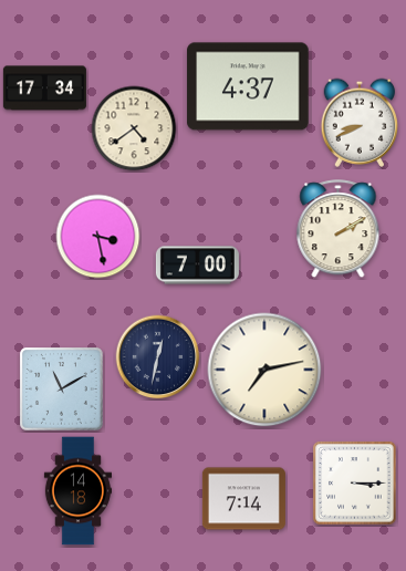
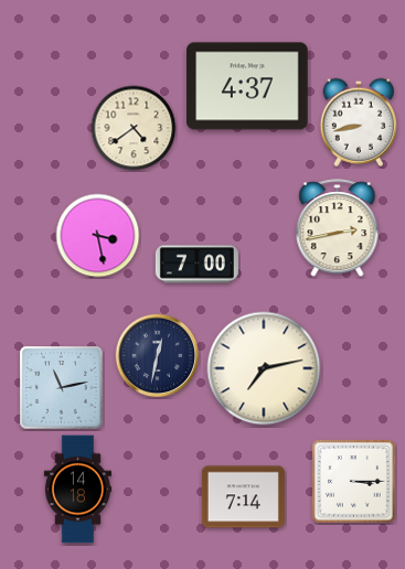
clock at (44, 89): 17:34 -> none
clock at (360, 123): 8:41 -> 8:43
clock at (339, 229): 2:10 -> 2:43
clock at (62, 390): 11:10 -> 11:13
